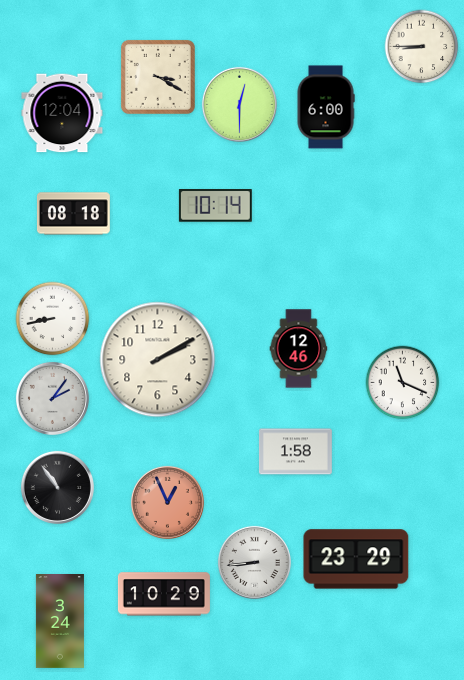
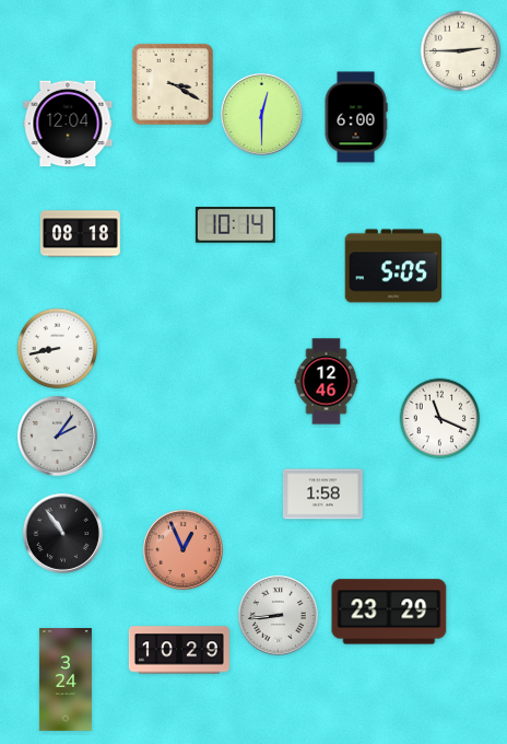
clock at (422, 47): 8:45 -> 2:45
clock at (393, 266): none -> 5:05
clock at (158, 360): 2:10 -> none
